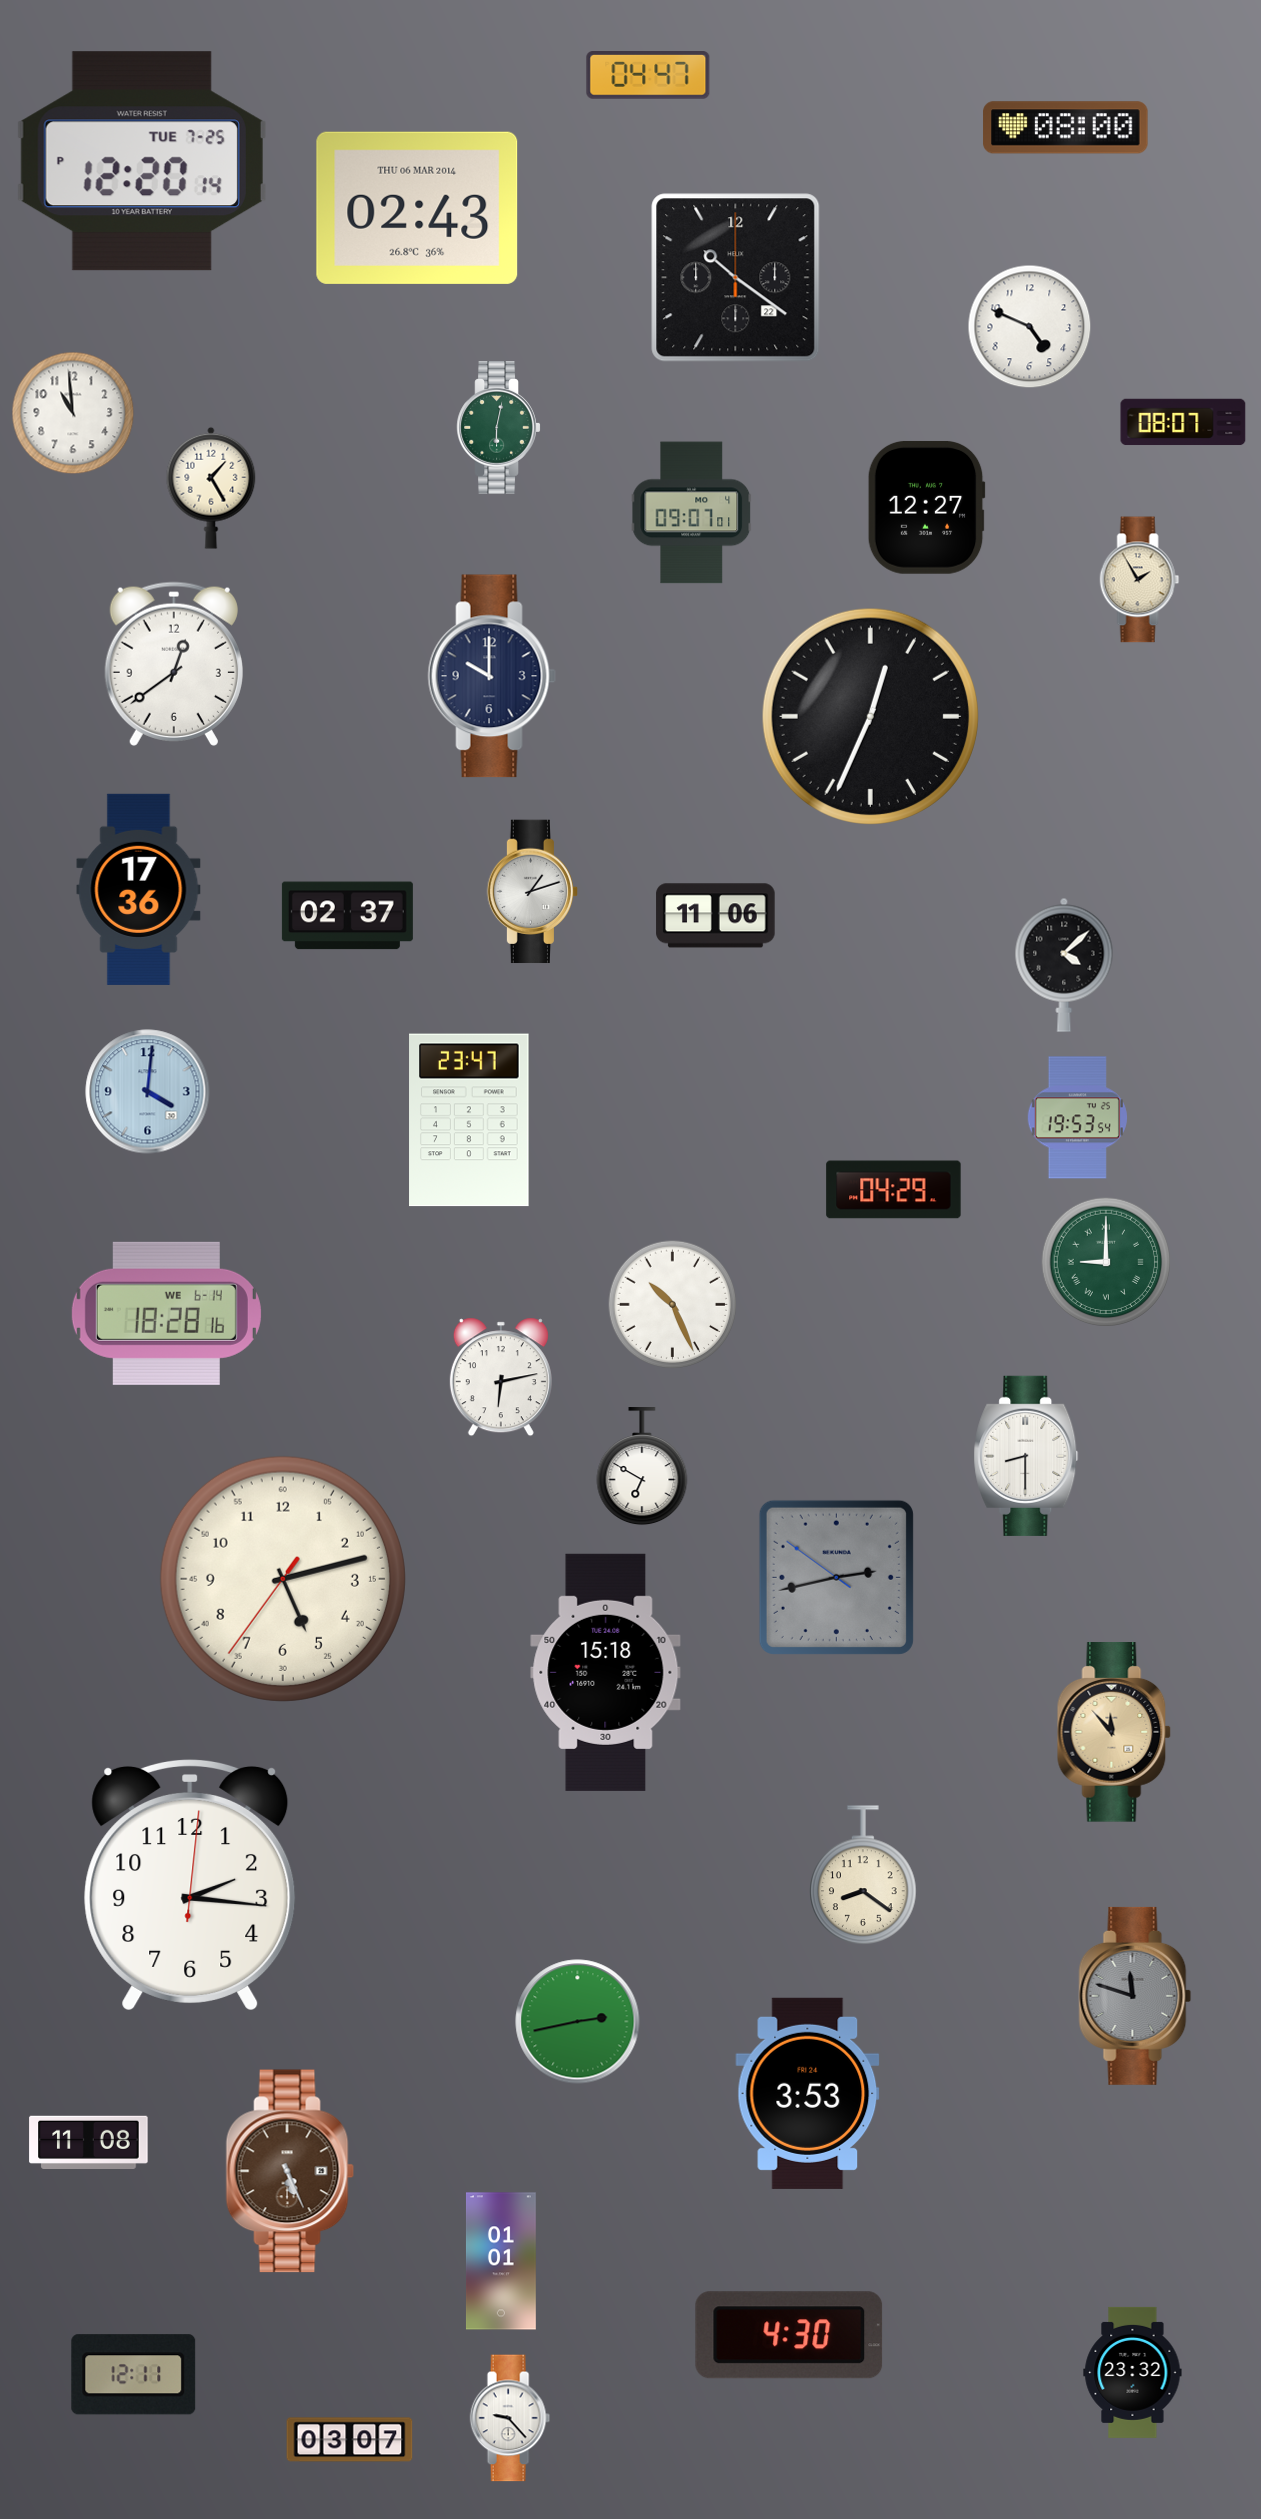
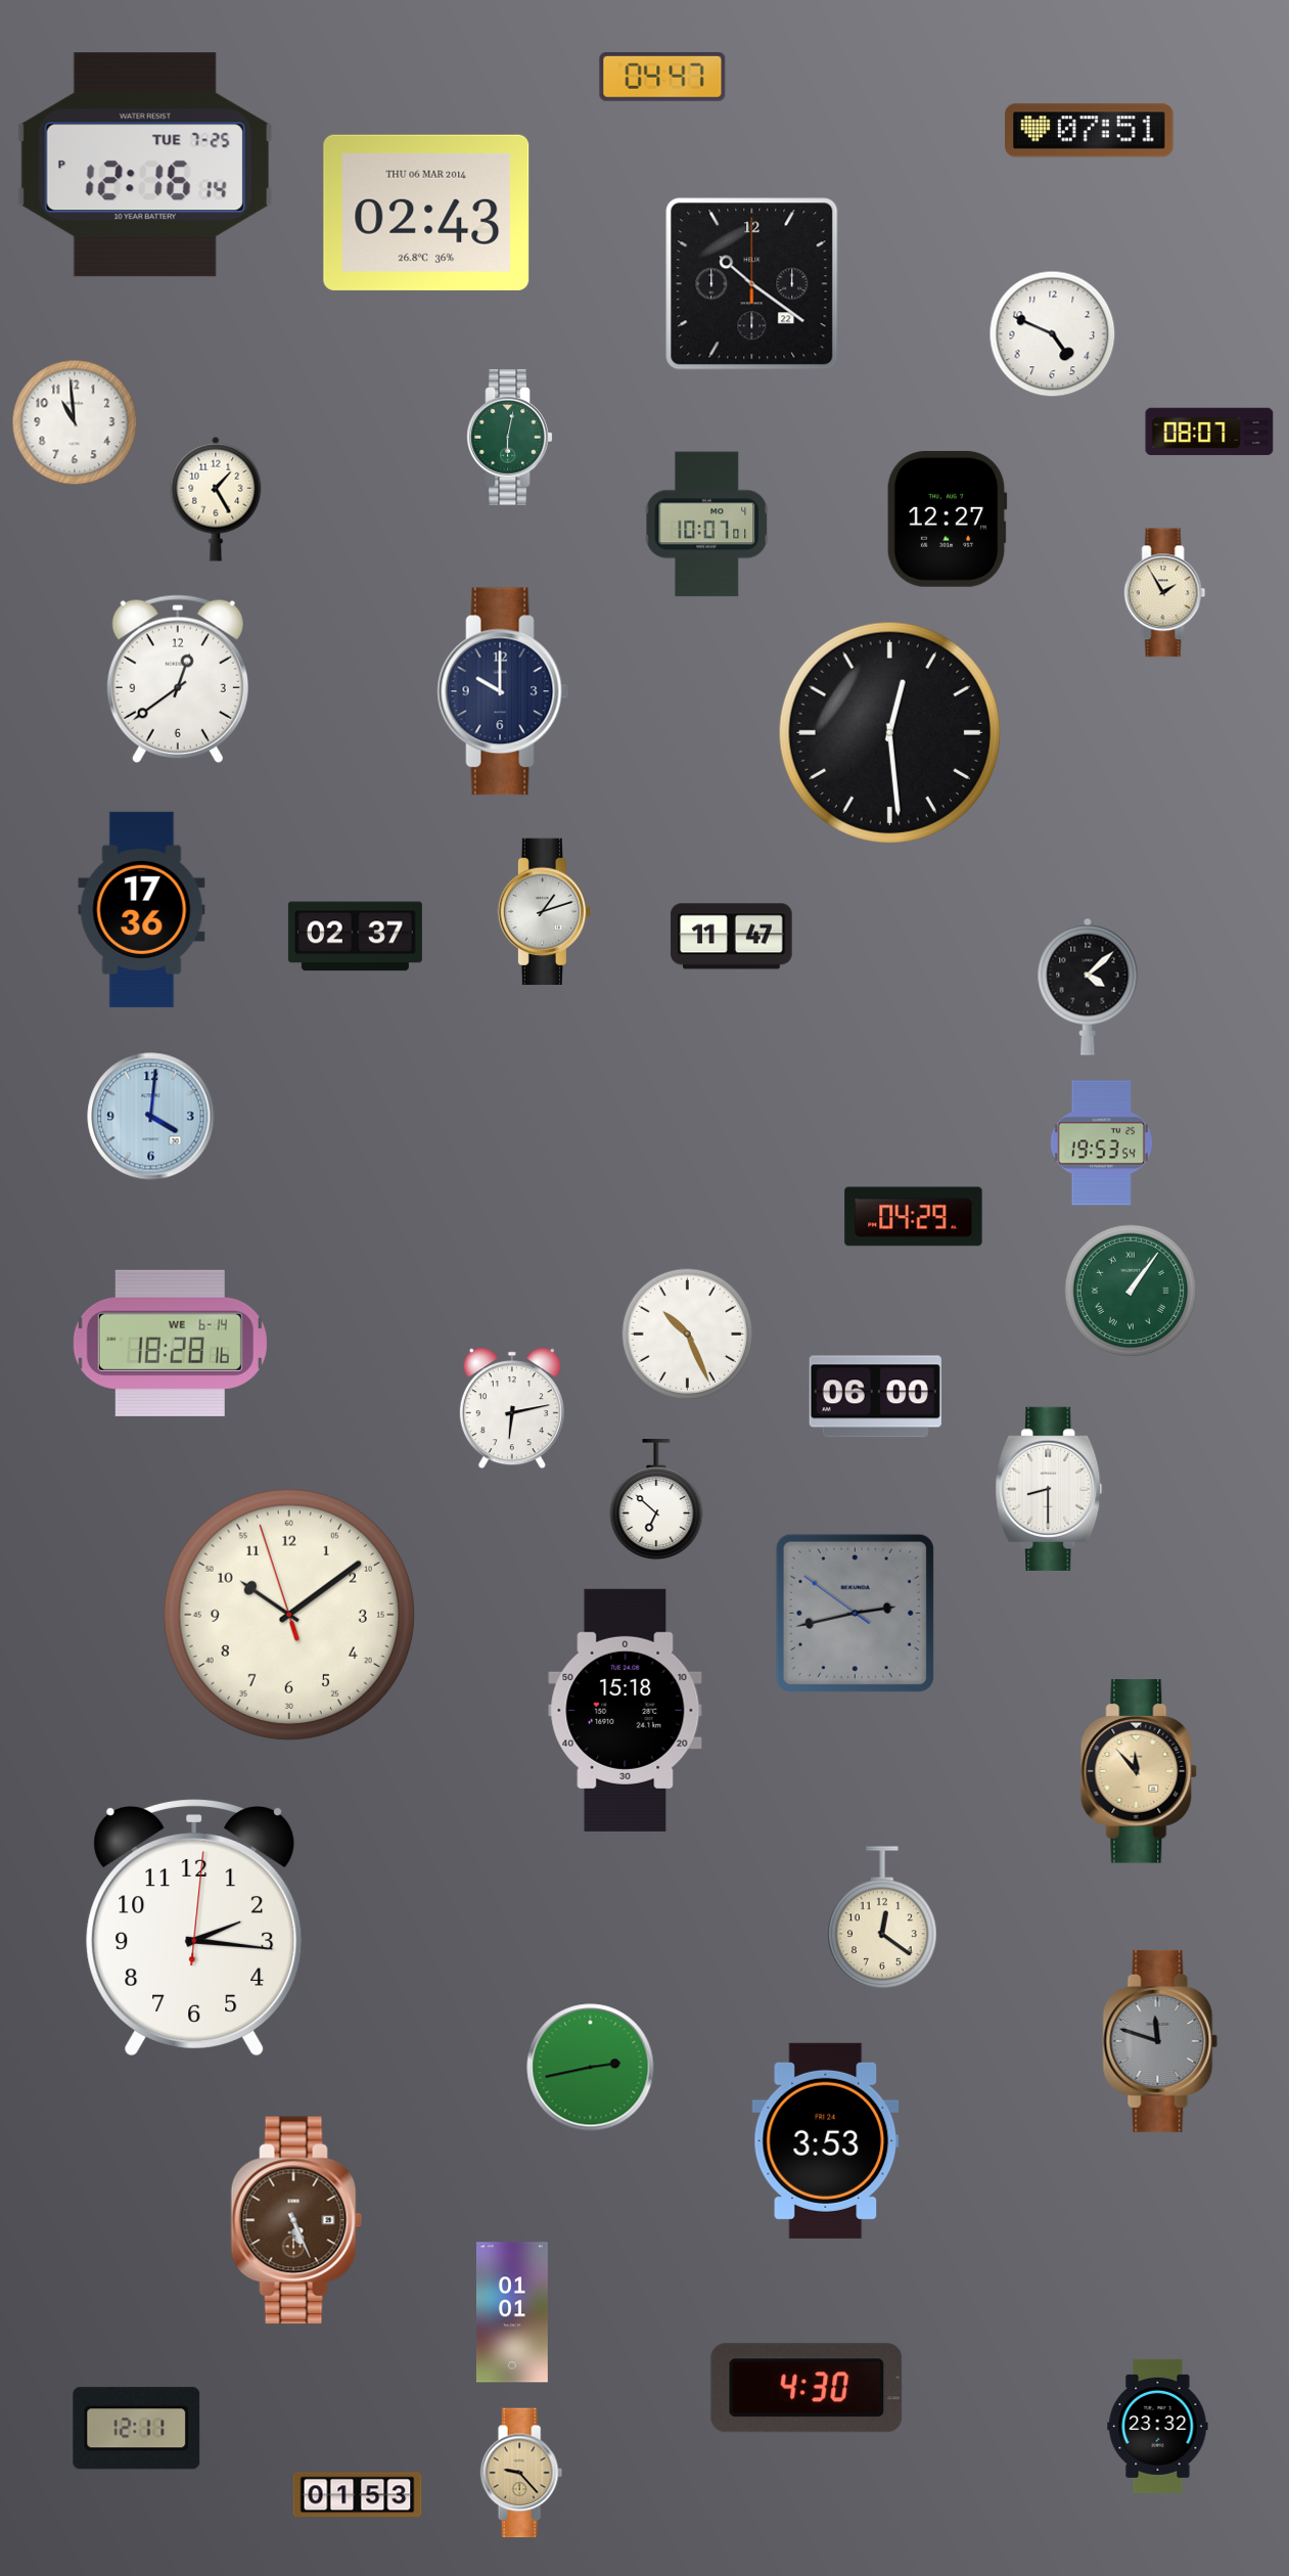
clock at (1066, 128): 08:00 -> 07:51
clock at (142, 161): 12:20 -> 12:16
clock at (692, 513): 09:07 -> 10:07
clock at (870, 716): 12:34 -> 12:29
clock at (716, 916): 11:06 -> 11:47
clock at (469, 1120): 23:47 -> none
clock at (1105, 1261): 9:00 -> 1:06
clock at (875, 1397): none -> 06:00
clock at (642, 1467): 6:50 -> 6:52
clock at (283, 1579): 5:12 -> 10:08
clock at (606, 1672) position: (606, 1672) -> (626, 1710)
clock at (864, 1875): 8:21 -> 12:21
clock at (89, 2142): 11:08 -> none
clock at (510, 2418) dial: white -> champagne
clock at (350, 2440): 03:07 -> 01:53
